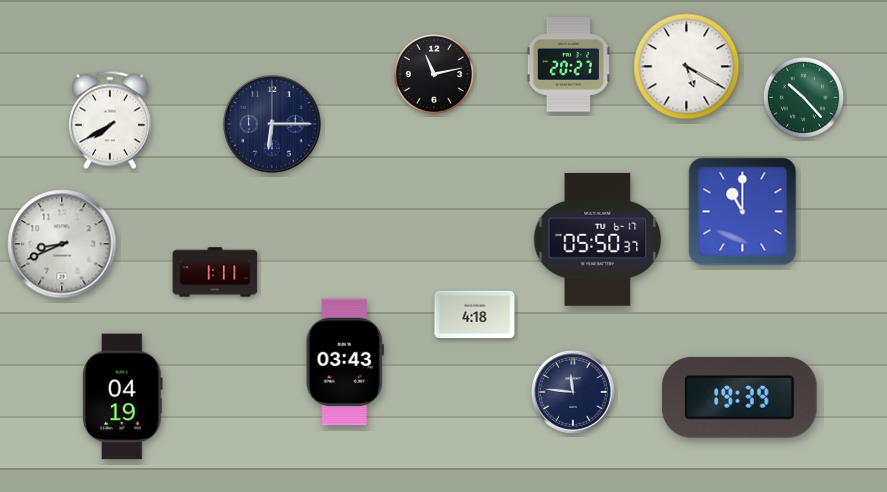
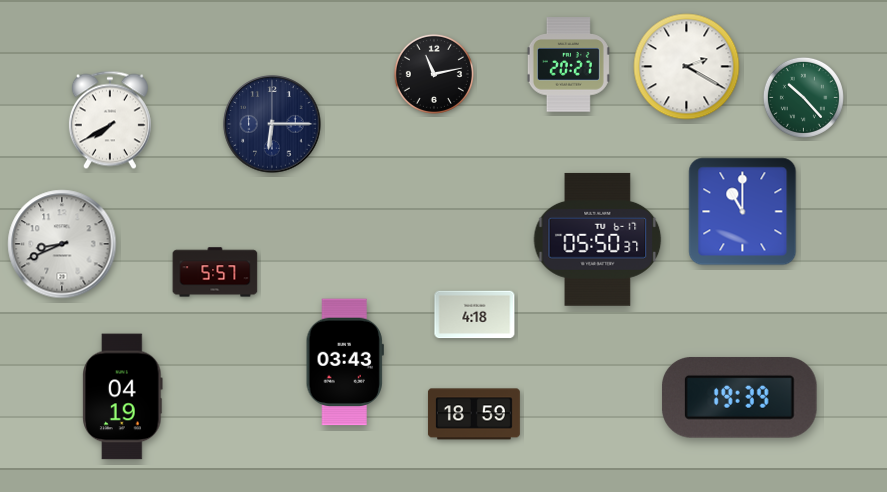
clock at (687, 67): 5:20 -> 2:20
clock at (215, 272): 1:11 -> 5:57
clock at (574, 393): 11:46 -> none
clock at (474, 414): none -> 18:59
